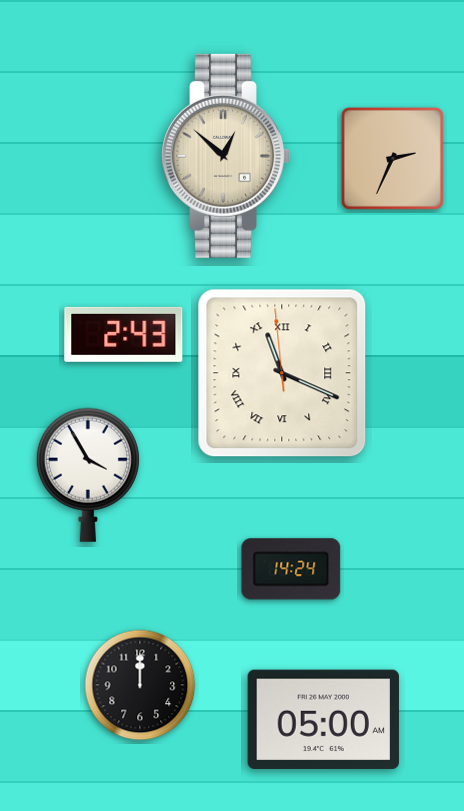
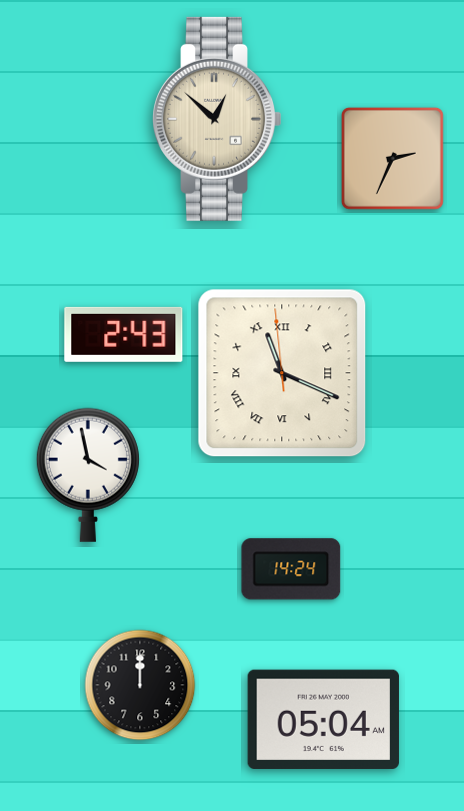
clock at (225, 156) position: (225, 156) -> (216, 119)
clock at (88, 475): 3:55 -> 3:58
clock at (323, 719): 05:00 -> 05:04
